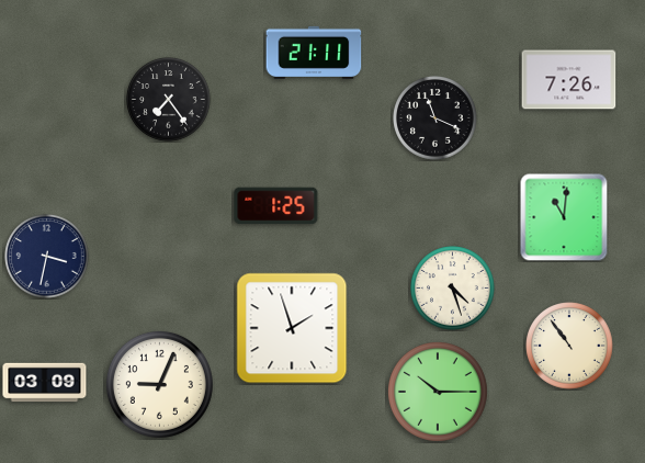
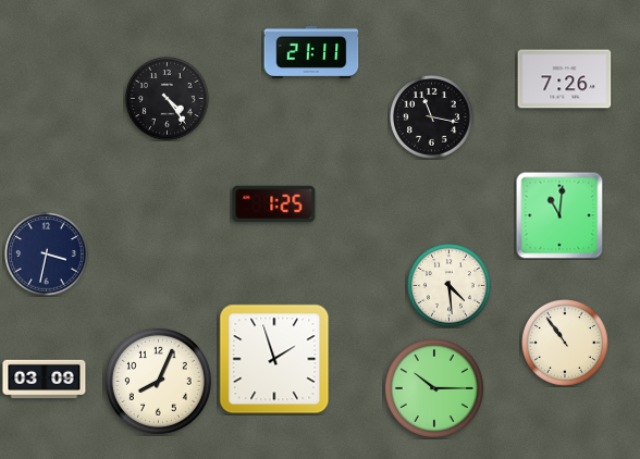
clock at (169, 100): 7:24 -> 4:24
clock at (435, 118): 11:19 -> 11:17
clock at (453, 289): 4:27 -> 4:29
clock at (292, 328) position: (292, 328) -> (274, 359)
clock at (159, 384): 9:04 -> 8:04
